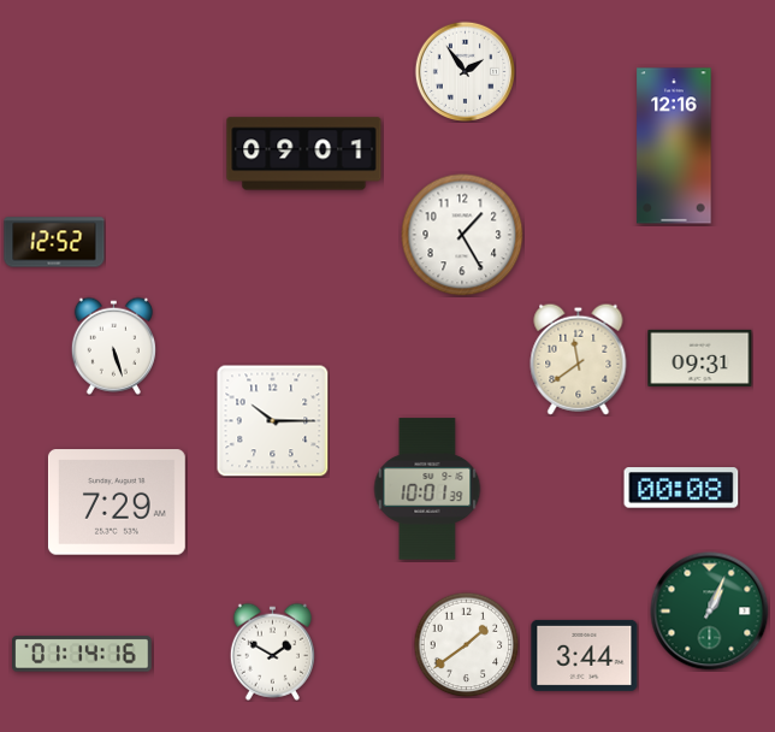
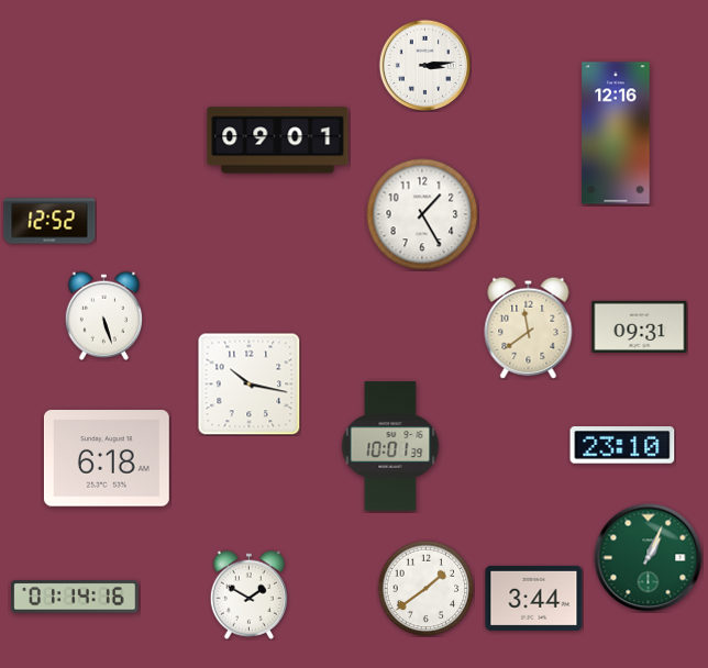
clock at (465, 71): 1:54 -> 3:14
clock at (272, 420): 10:15 -> 10:17
clock at (681, 488): 00:08 -> 23:10
clock at (117, 502): 7:29 -> 6:18
